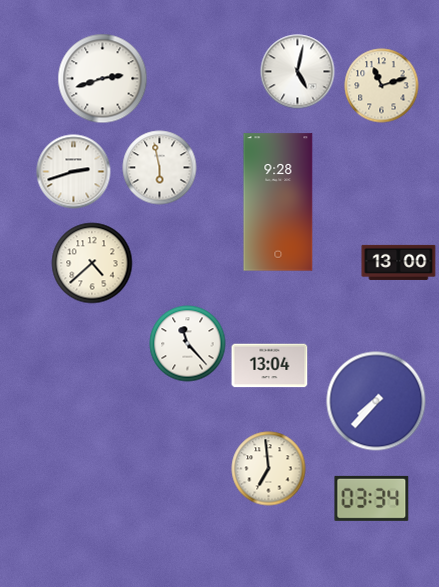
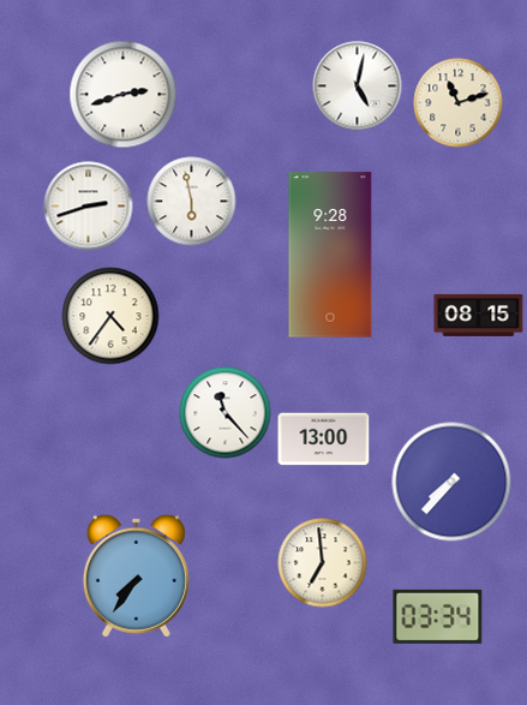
clock at (278, 202) position: (278, 202) -> (330, 255)
clock at (399, 262): 13:00 -> 08:15
clock at (92, 263): 4:38 -> 4:36
clock at (270, 366): 13:04 -> 13:00
clock at (136, 575): none -> 7:36
clock at (372, 498) position: (372, 498) -> (438, 616)
